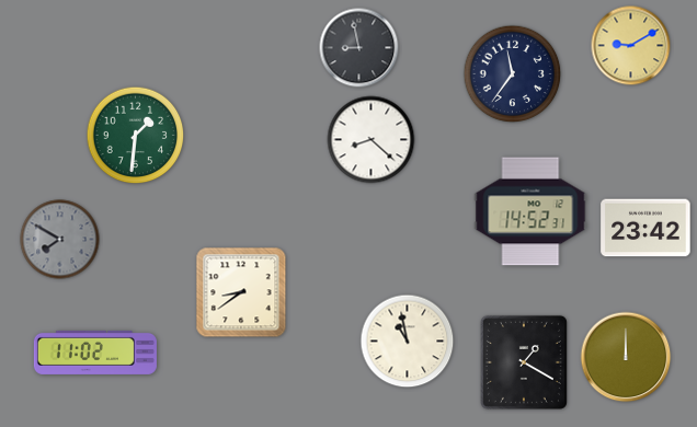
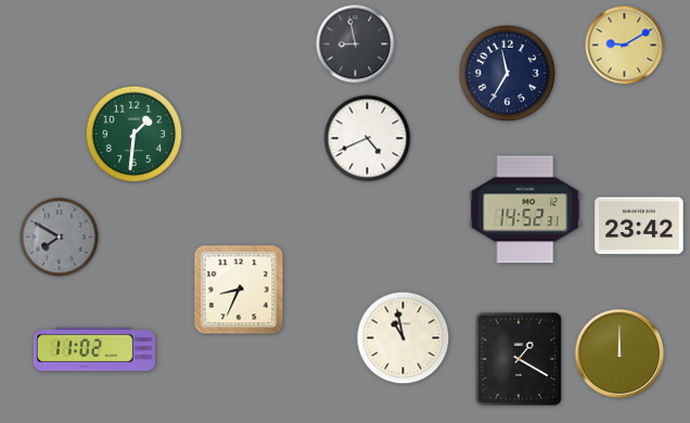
clock at (359, 48) position: (359, 48) -> (356, 44)
clock at (513, 74): 11:36 -> 11:35
clock at (372, 140): 8:22 -> 4:41
clock at (241, 292): 8:39 -> 8:34
